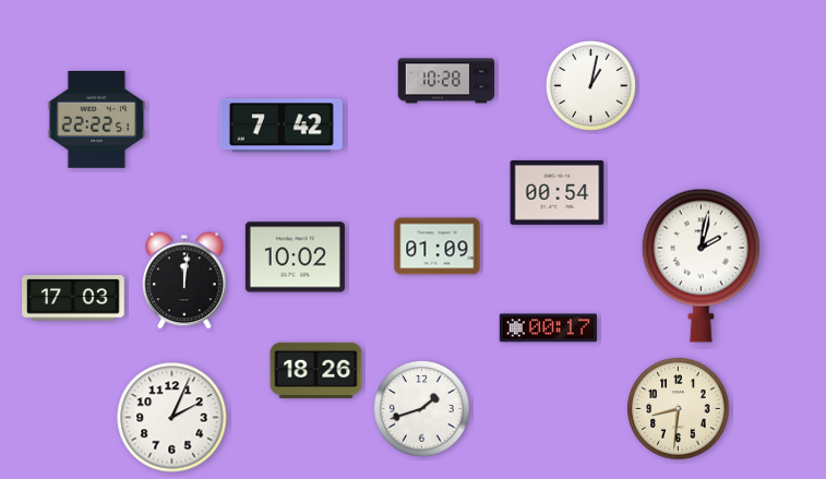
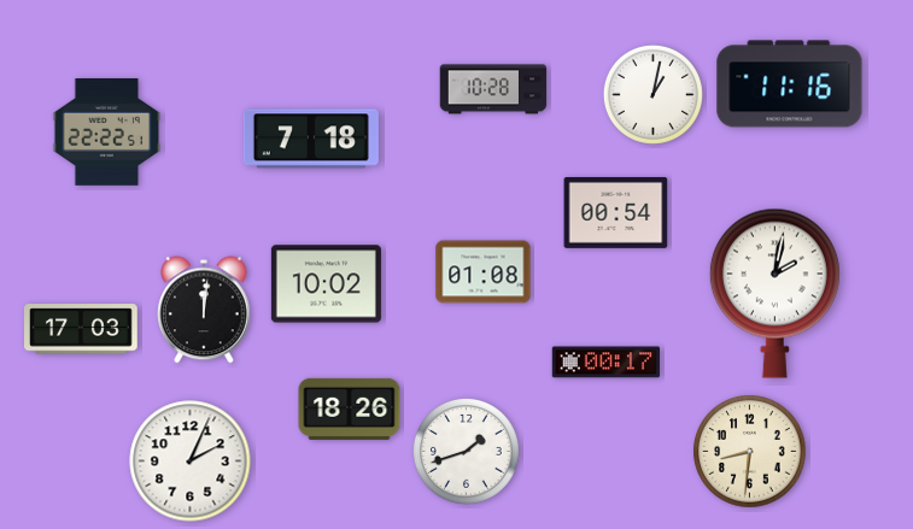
clock at (790, 84): none -> 11:16
clock at (282, 125): 7:42 -> 7:18
clock at (438, 247): 01:09 -> 01:08
